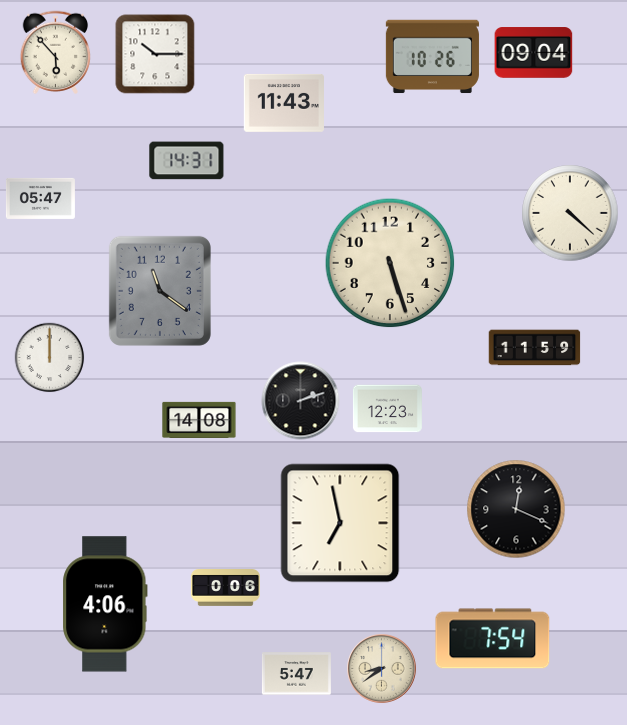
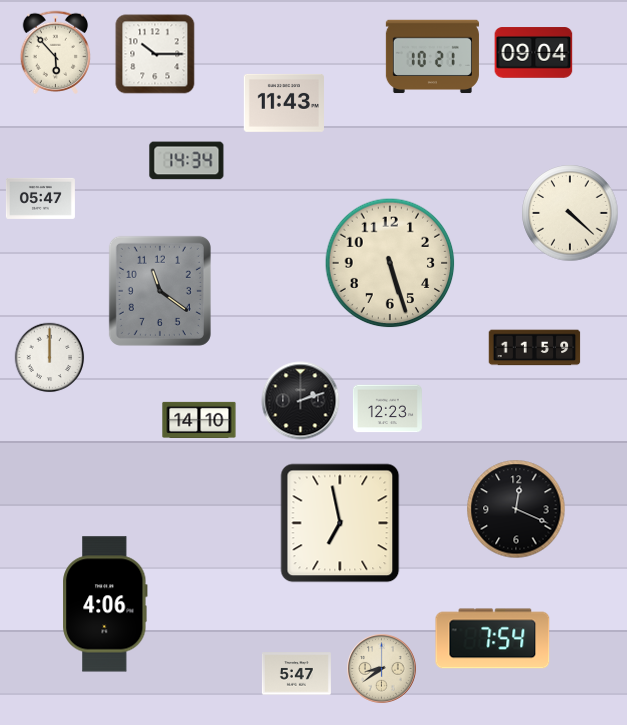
clock at (432, 57): 10:26 -> 10:21
clock at (187, 161): 14:31 -> 14:34
clock at (199, 420): 14:08 -> 14:10
clock at (225, 588): 0:06 -> none
